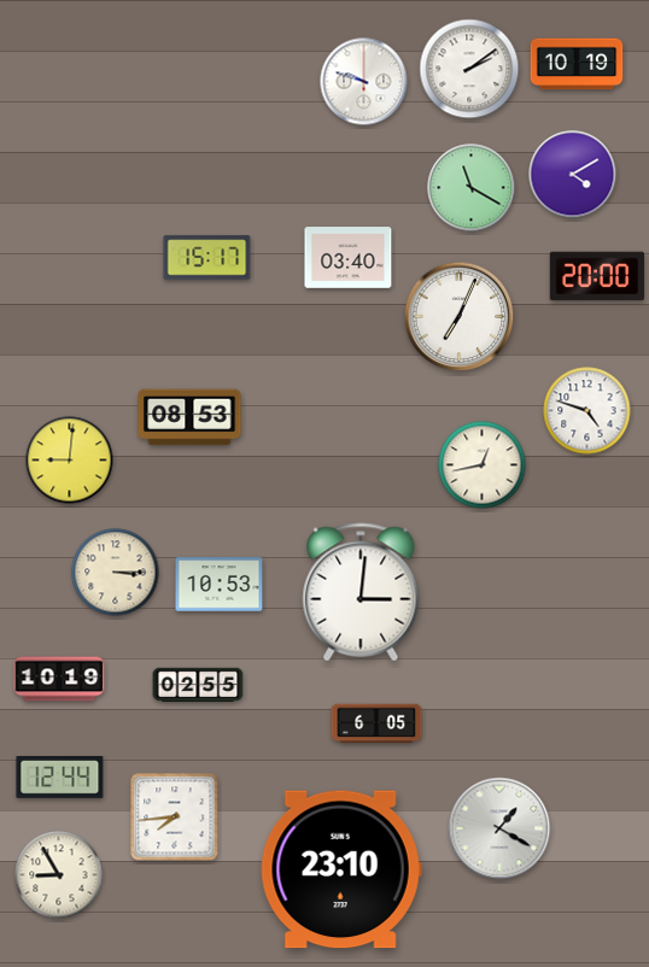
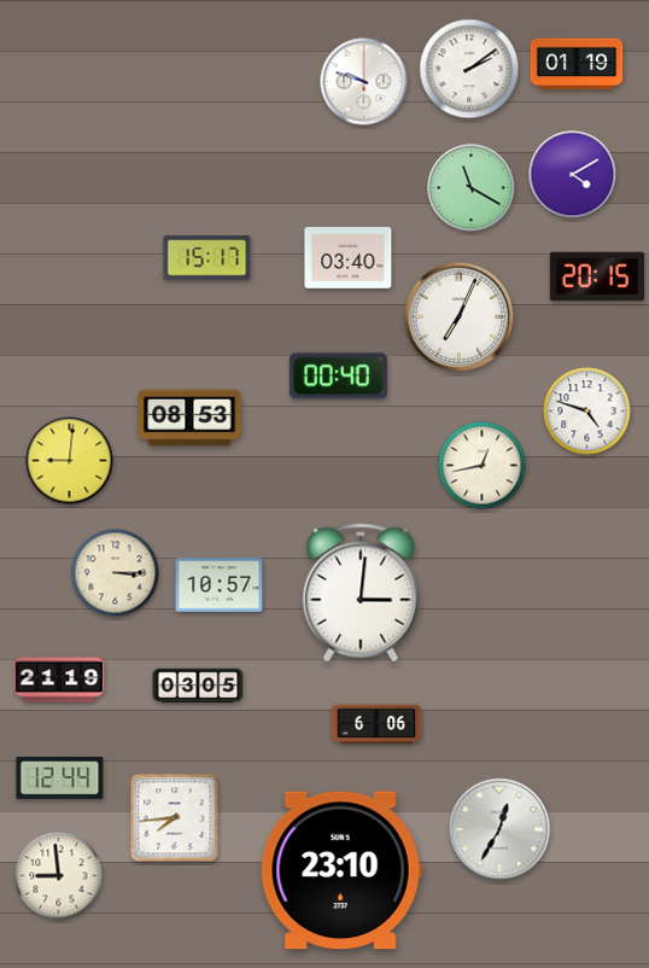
clock at (577, 64): 10:19 -> 01:19
clock at (596, 276): 20:00 -> 20:15
clock at (338, 377): none -> 00:40
clock at (220, 585): 10:53 -> 10:57
clock at (59, 679): 10:19 -> 21:19
clock at (198, 685): 02:55 -> 03:05
clock at (376, 723): 6:05 -> 6:06
clock at (499, 828): 1:20 -> 12:35
clock at (59, 875): 8:55 -> 8:59
